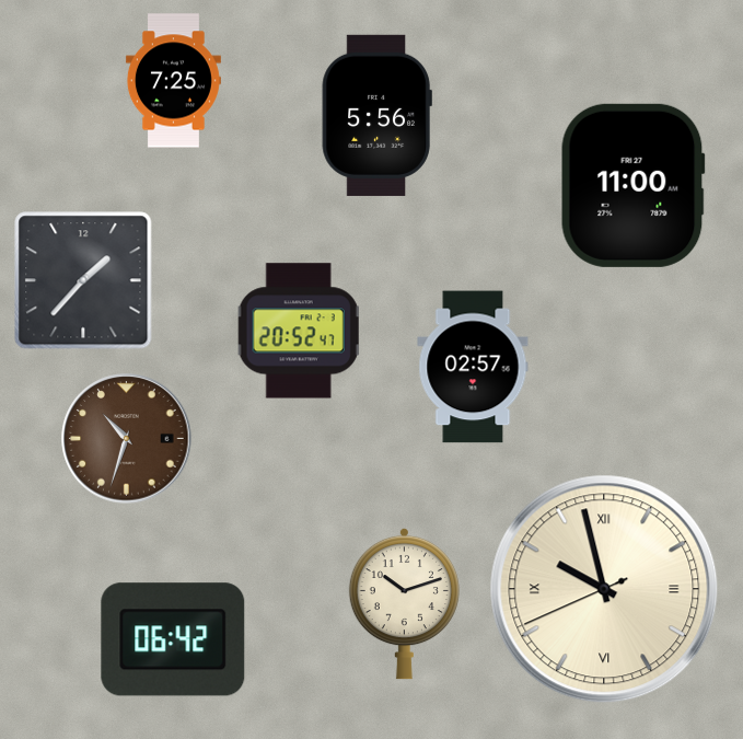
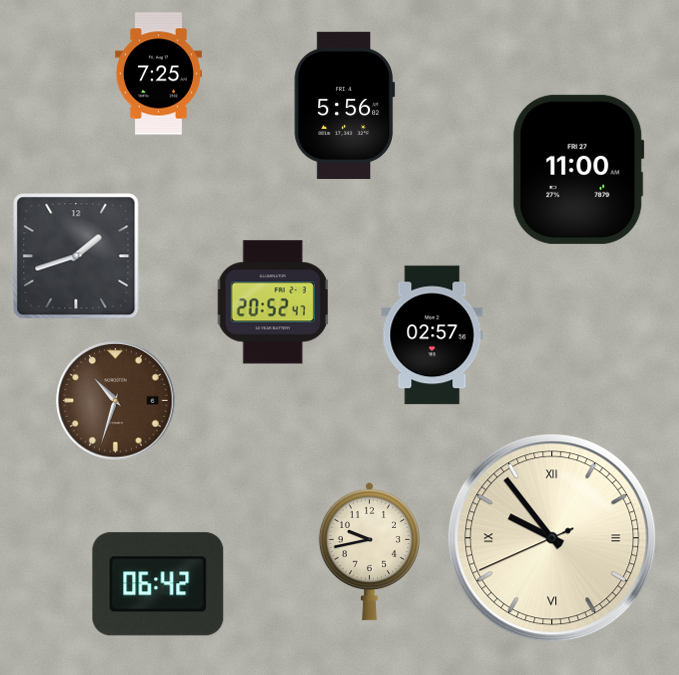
clock at (83, 280): 1:37 -> 1:42
clock at (604, 589): 9:57 -> 9:53
clock at (404, 603): 10:12 -> 9:43
